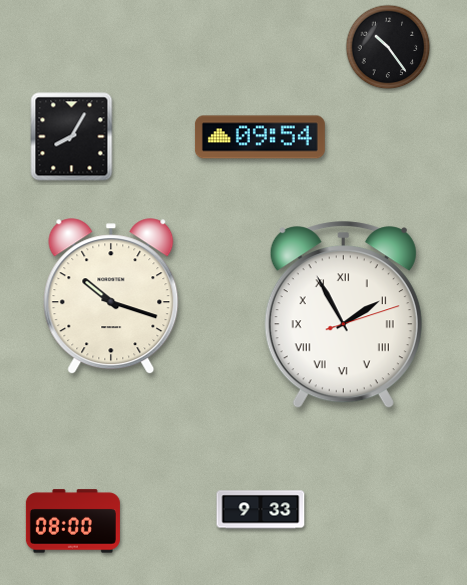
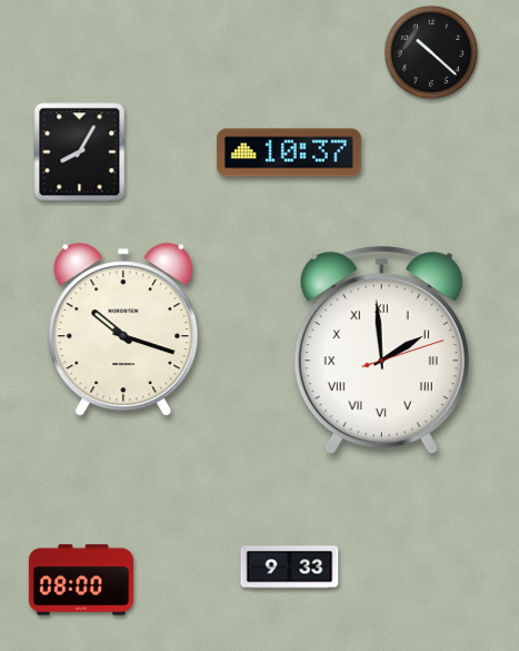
clock at (388, 47): 10:24 -> 10:22
clock at (260, 137): 09:54 -> 10:37
clock at (343, 315): 1:55 -> 1:59
